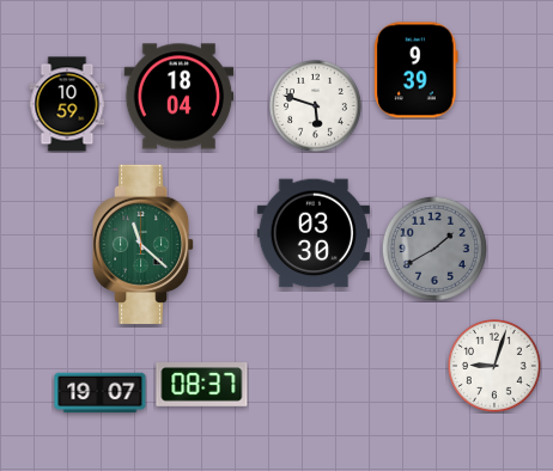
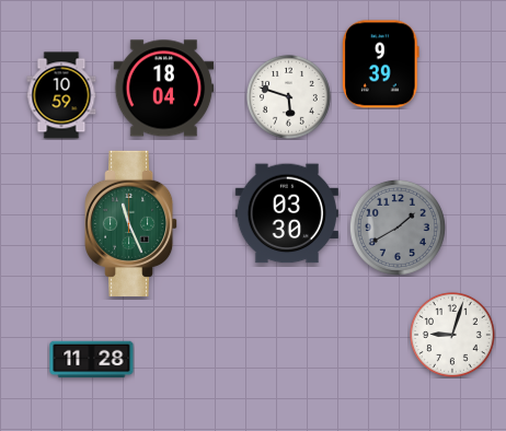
clock at (145, 244): 11:22 -> 11:26
clock at (202, 385): 08:37 -> none
clock at (101, 393): 19:07 -> 11:28
